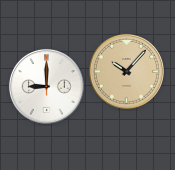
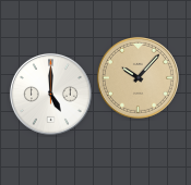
clock at (46, 86): 9:00 -> 5:00
